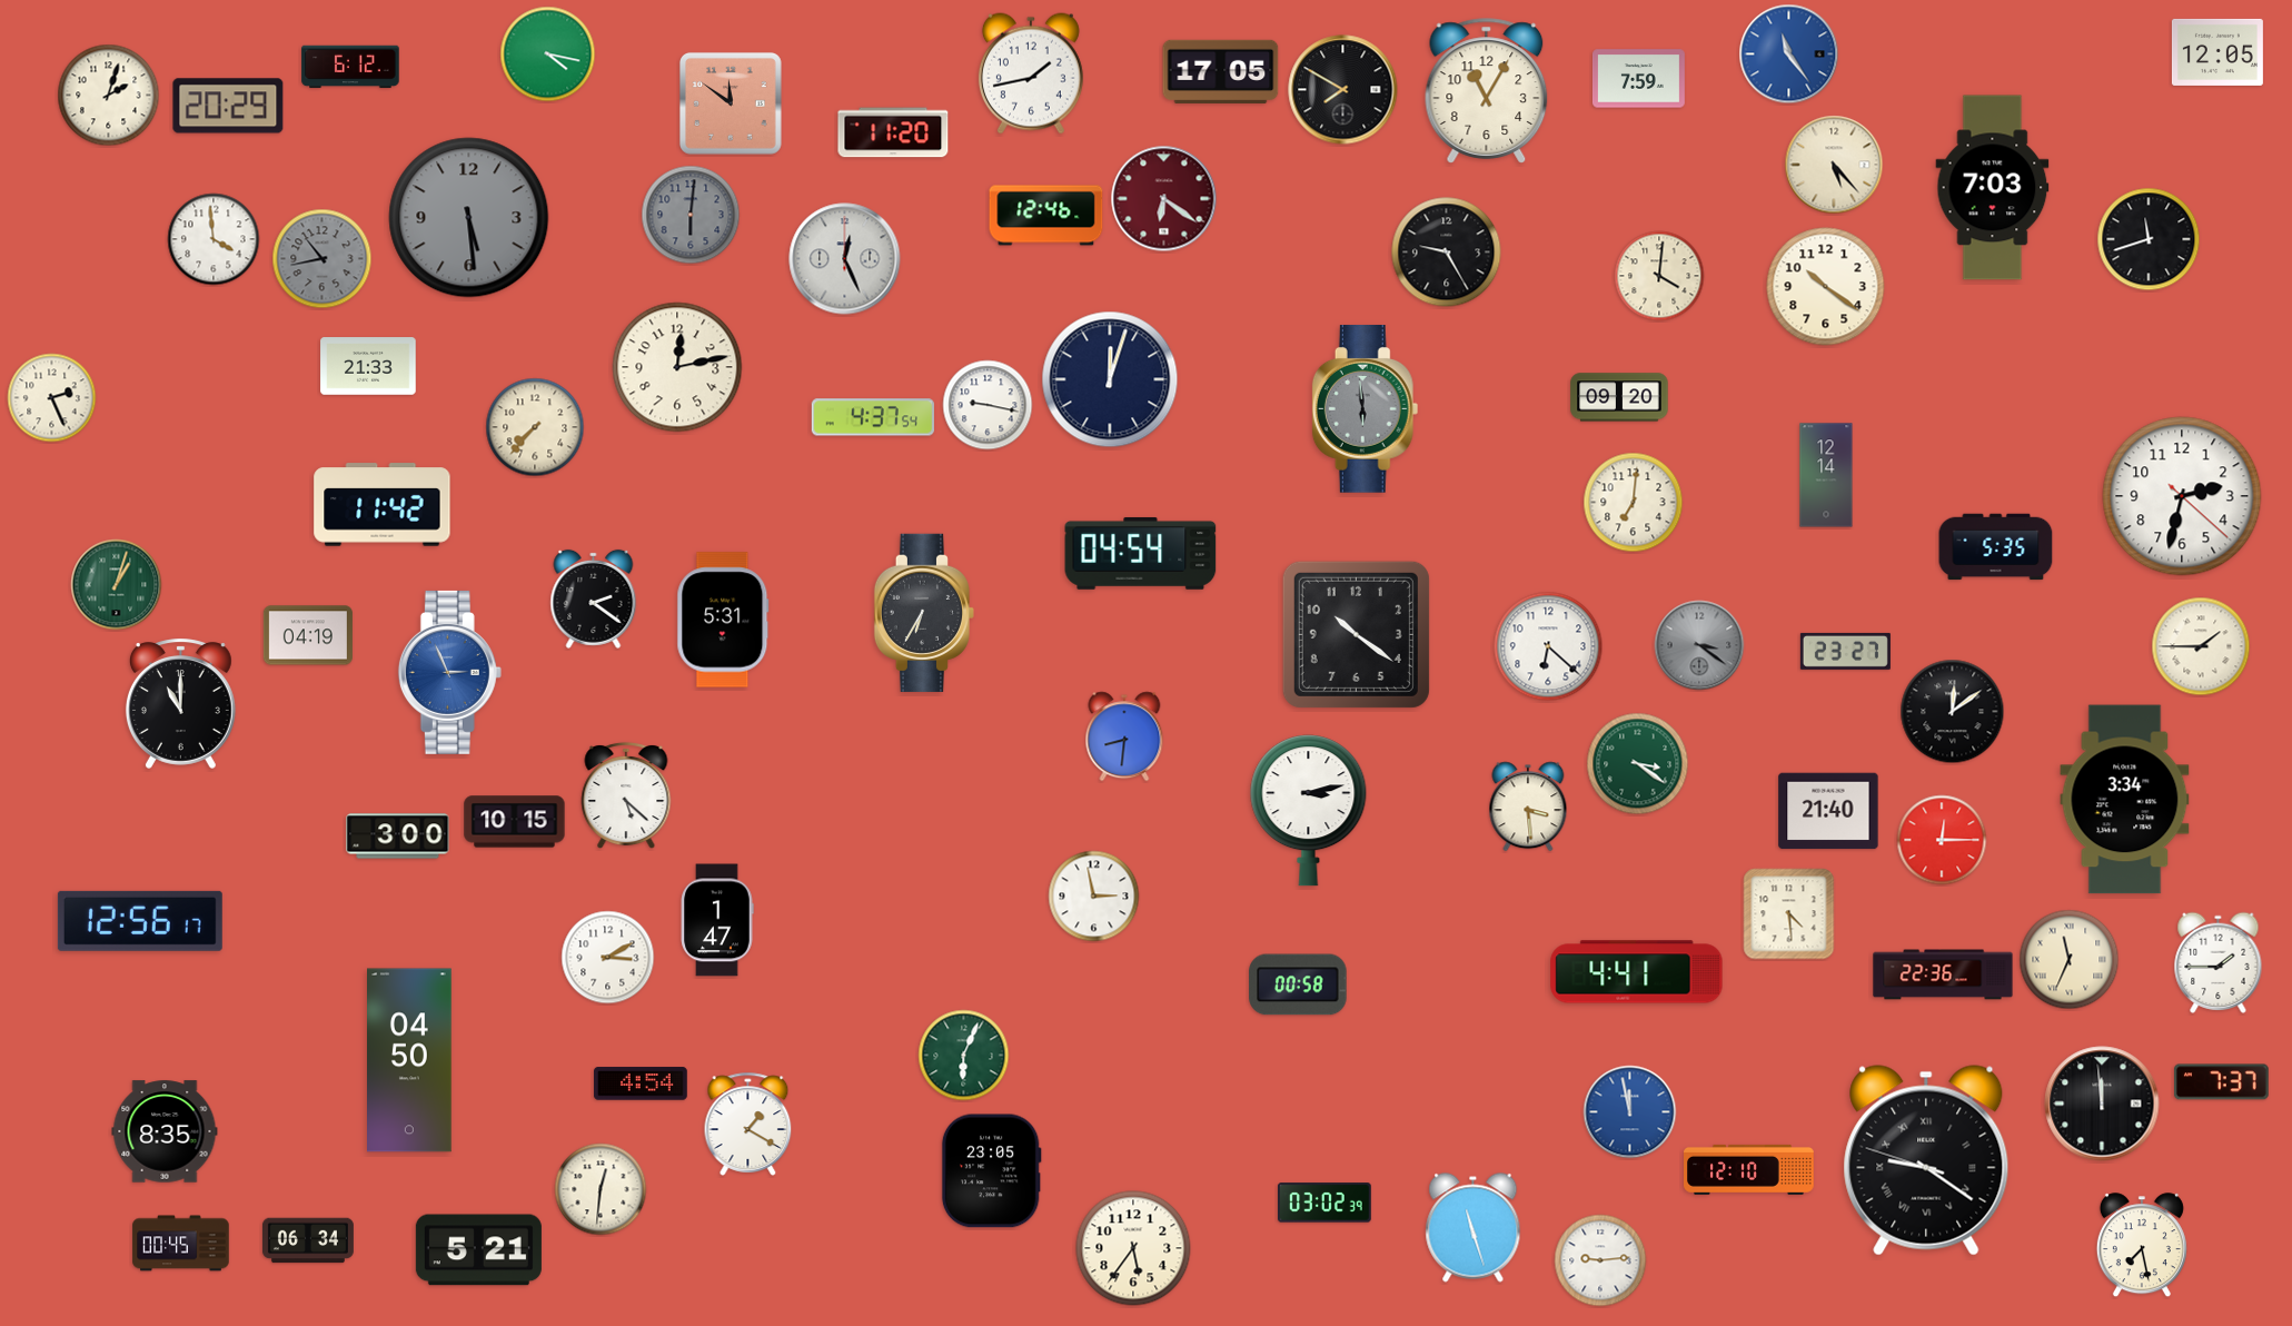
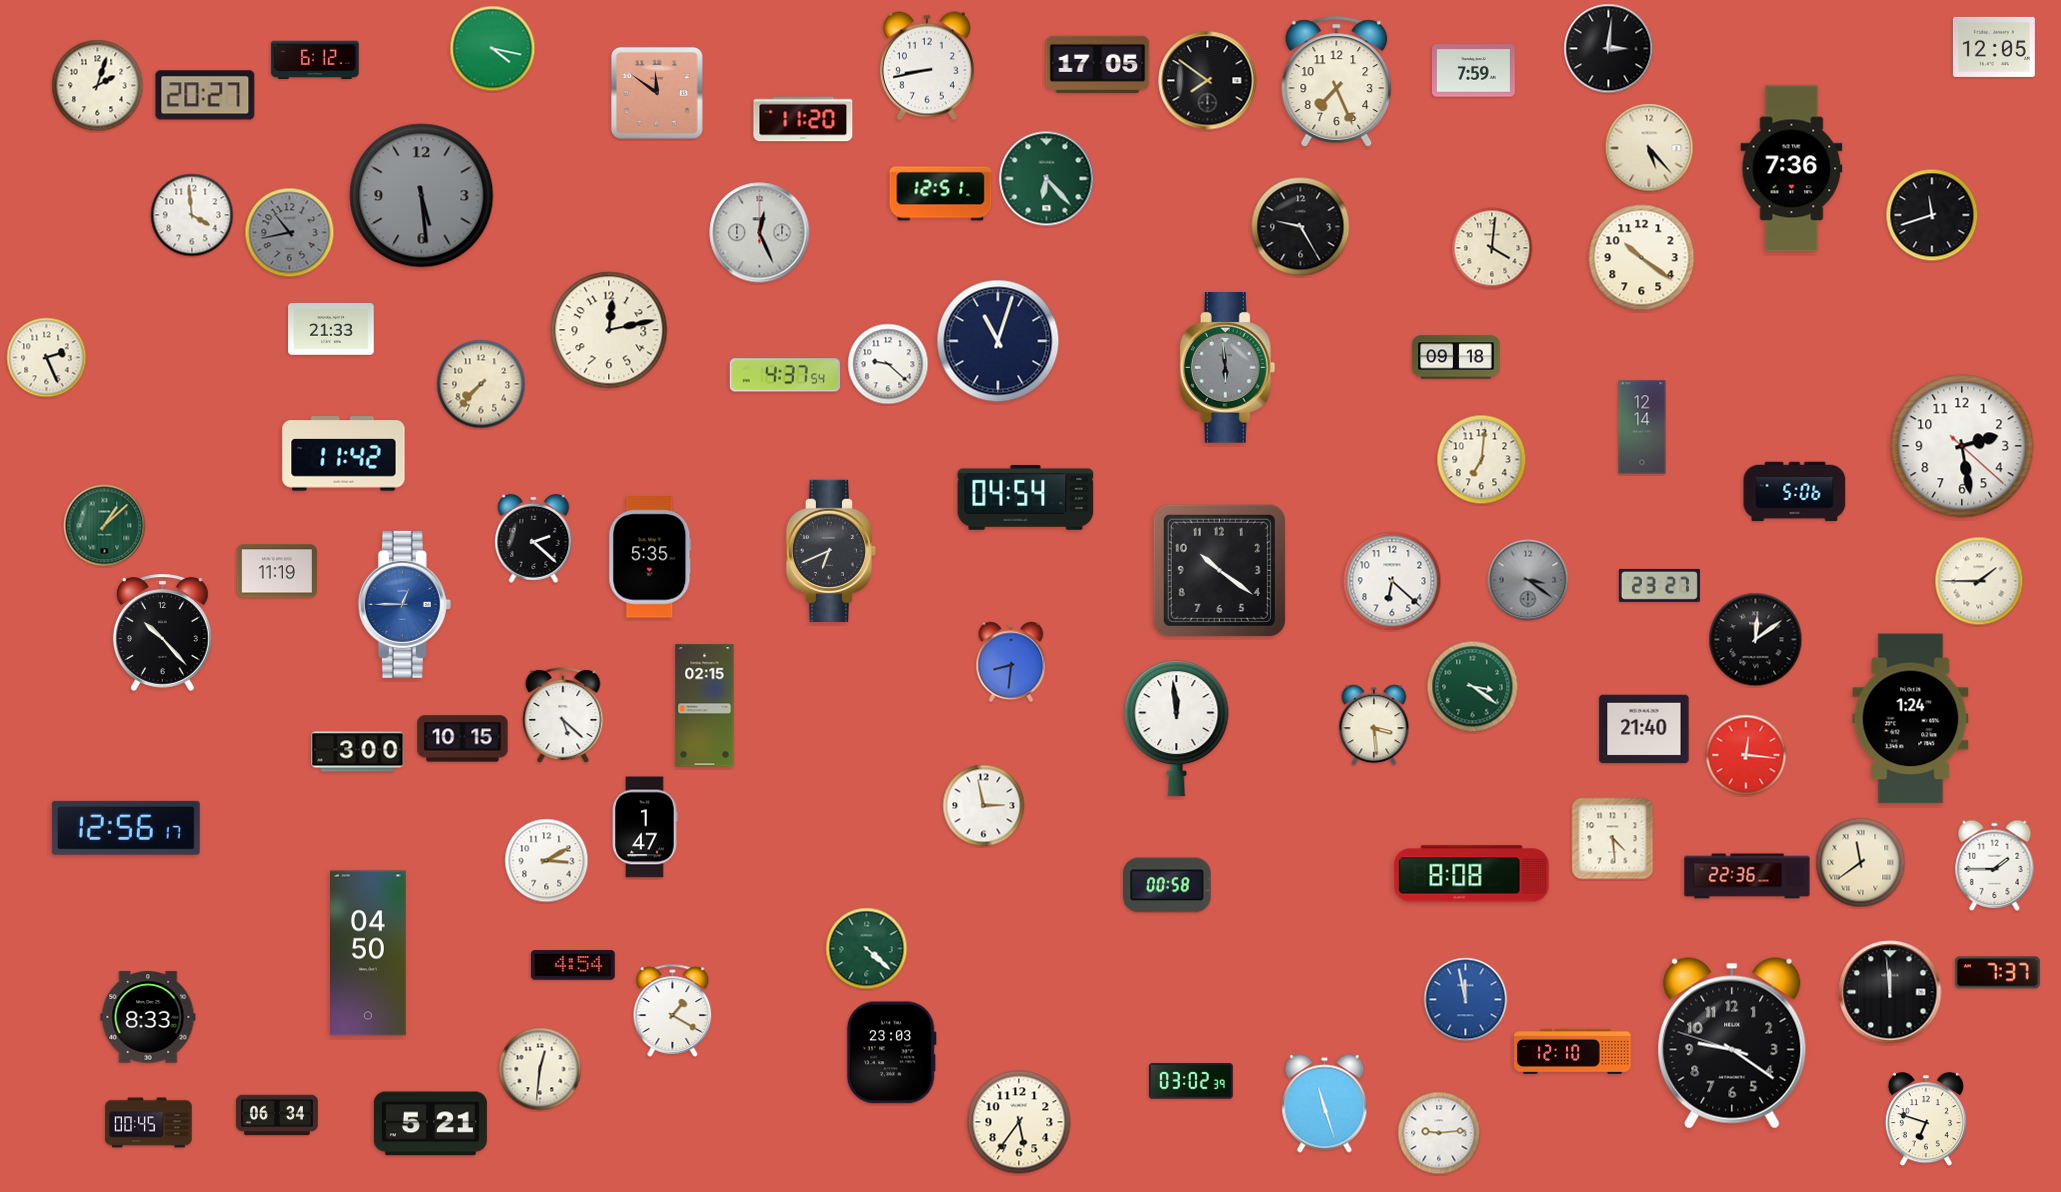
clock at (1789, 55): 11:24 -> 3:01
clock at (1789, 55) dial: blue -> black
clock at (1031, 73): 1:43 -> 8:43
clock at (1343, 90): 7:50 -> 7:51
clock at (1487, 91): 11:05 -> 7:26
clock at (228, 106): 20:29 -> 20:27
clock at (1993, 188): 7:03 -> 7:36
clock at (1164, 199): 6:21 -> 6:23
clock at (1164, 199) dial: burgundy -> green
clock at (691, 215): 6:01 -> none
clock at (1046, 216): 12:46 -> 12:51
clock at (1110, 379): 12:03 -> 11:03
clock at (1619, 397): 09:20 -> 09:18
clock at (988, 405): 9:17 -> 9:22
clock at (2182, 496): 2:32 -> 2:28
clock at (1634, 503) position: (1634, 503) -> (1482, 460)
clock at (1996, 547): 5:35 -> 5:06
clock at (117, 585): 1:03 -> 1:08
clock at (594, 598): 2:21 -> 2:22
clock at (923, 613): 6:35 -> 6:41
clock at (723, 620): 5:31 -> 5:35
clock at (308, 635): 04:19 -> 11:19
clock at (449, 672): 2:56 -> 12:45
clock at (180, 703): 11:00 -> 10:23
clock at (705, 706): none -> 02:15
clock at (2125, 800): 3:34 -> 1:24
clock at (1309, 811): 3:13 -> 11:59
clock at (1942, 840): 12:15 -> 12:16
clock at (1789, 914) position: (1789, 914) -> (1613, 839)
clock at (2070, 960): 11:34 -> 11:39
clock at (1637, 972): 4:41 -> 8:08
clock at (964, 1056): 6:04 -> 4:22
clock at (641, 1083) position: (641, 1083) -> (573, 965)
clock at (165, 1131): 8:35 -> 8:33
clock at (1926, 1160) numerals: Roman -> Arabic
clock at (991, 1171): 23:05 -> 23:03
clock at (181, 1244) position: (181, 1244) -> (149, 1123)
clock at (2142, 1246): 7:28 -> 6:48
